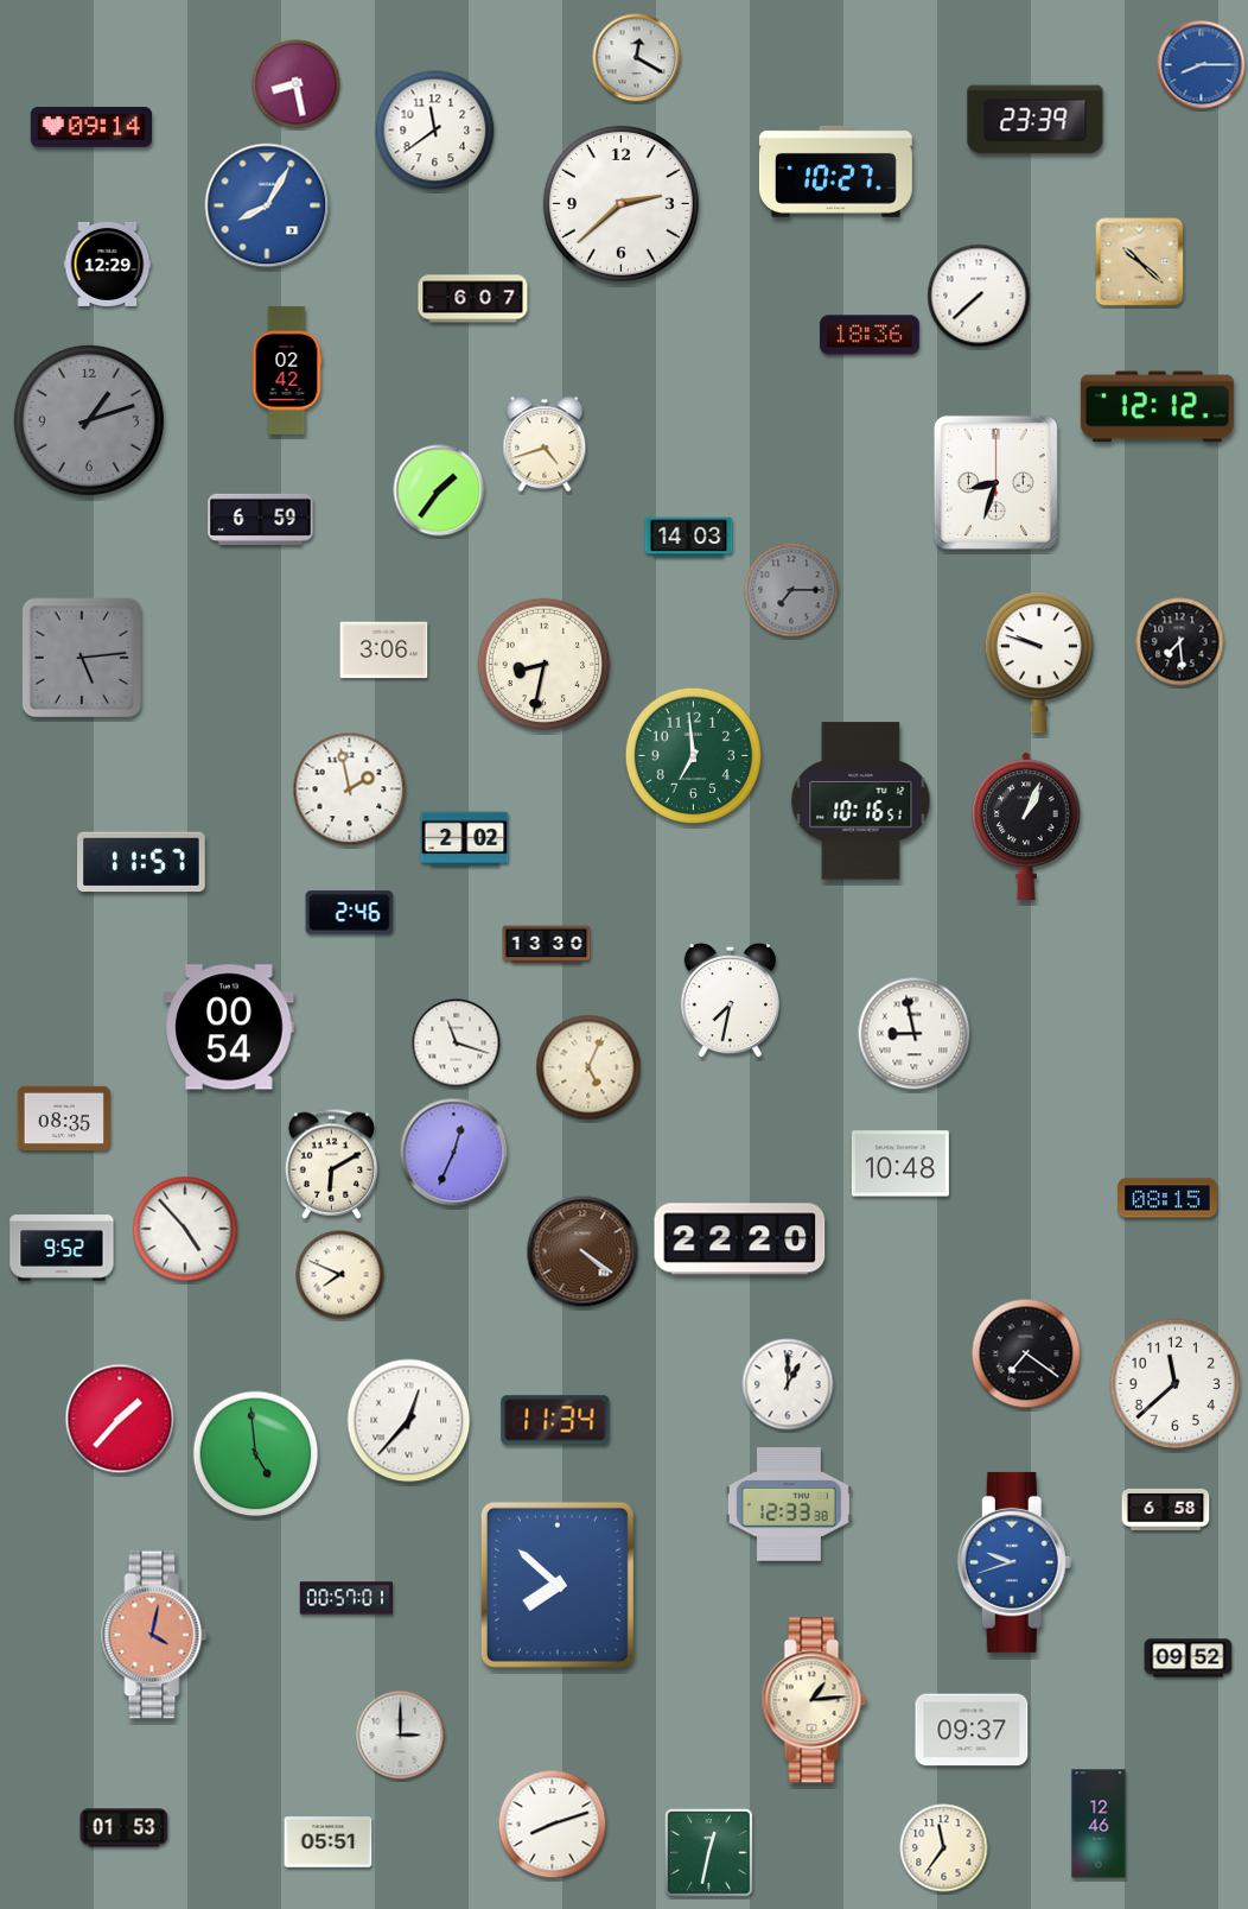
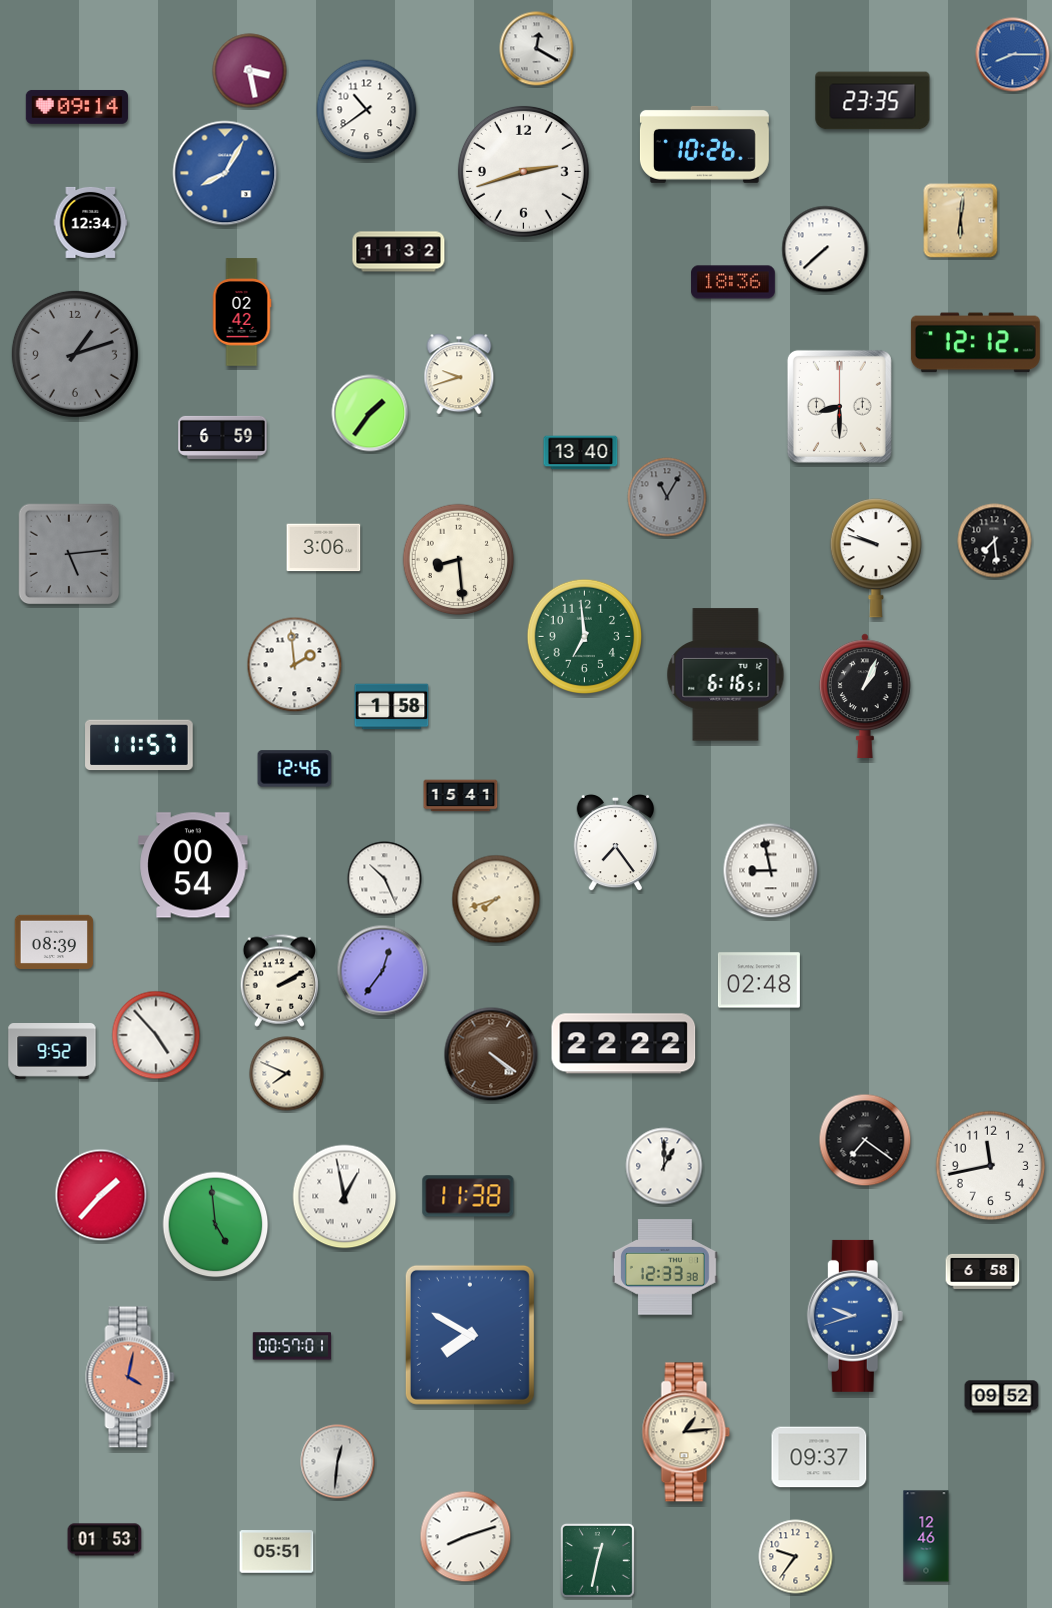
clock at (297, 84): 8:28 -> 3:28
clock at (1036, 120): 23:39 -> 23:35
clock at (435, 131): 11:39 -> 10:39
clock at (835, 171): 10:27 -> 10:26
clock at (620, 203): 2:38 -> 2:42
clock at (1140, 262): 10:22 -> 6:01
clock at (108, 264): 12:29 -> 12:34
clock at (473, 299): 6:07 -> 11:32
clock at (545, 444): 4:42 -> 9:42
clock at (995, 482): 8:33 -> 8:30
clock at (261, 519) position: (261, 519) -> (223, 437)
clock at (689, 538): 14:03 -> 13:40
clock at (791, 590): 7:15 -> 11:05
clock at (545, 665): 8:32 -> 8:29
clock at (350, 789): 1:58 -> 1:59
clock at (861, 801): 10:16 -> 6:16
clock at (465, 839): 2:02 -> 1:58
clock at (141, 862) position: (141, 862) -> (139, 745)
clock at (350, 913): 2:46 -> 12:46
clock at (547, 945): 13:30 -> 15:41
clock at (730, 1001): 7:32 -> 7:24
clock at (457, 1044): 11:18 -> 10:26
clock at (588, 1067): 5:04 -> 7:42
clock at (64, 1117): 08:35 -> 08:39
clock at (454, 1153): 12:34 -> 12:36
clock at (331, 1163): 6:10 -> 2:10
clock at (900, 1163): 10:48 -> 02:48
clock at (1167, 1198): 08:15 -> none
clock at (740, 1239): 22:20 -> 22:22
clock at (1176, 1384): 11:38 -> 11:43
clock at (555, 1420): 11:34 -> 11:38
clock at (409, 1421): 12:37 -> 12:58
clock at (558, 1585): 7:52 -> 7:50
clock at (401, 1736): 3:00 -> 12:31
clock at (944, 1848): 11:36 -> 9:36
